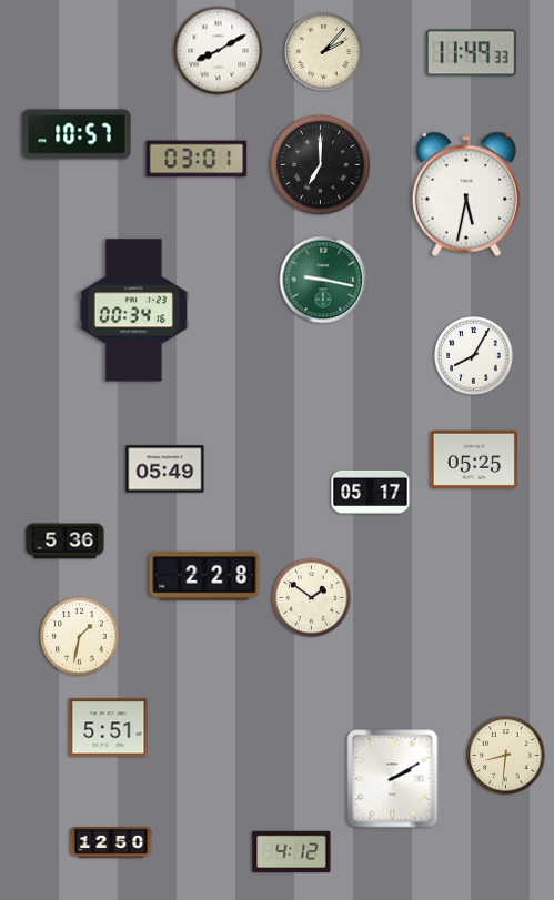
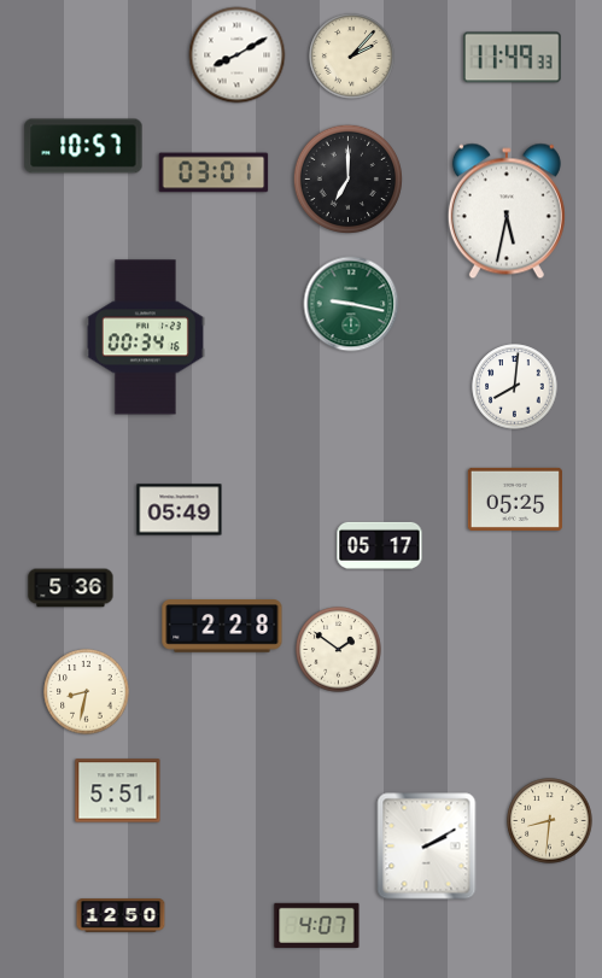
clock at (474, 356): 8:05 -> 8:01
clock at (371, 492) position: (371, 492) -> (380, 545)
clock at (80, 637): 1:32 -> 8:32
clock at (292, 851): 4:12 -> 4:07
